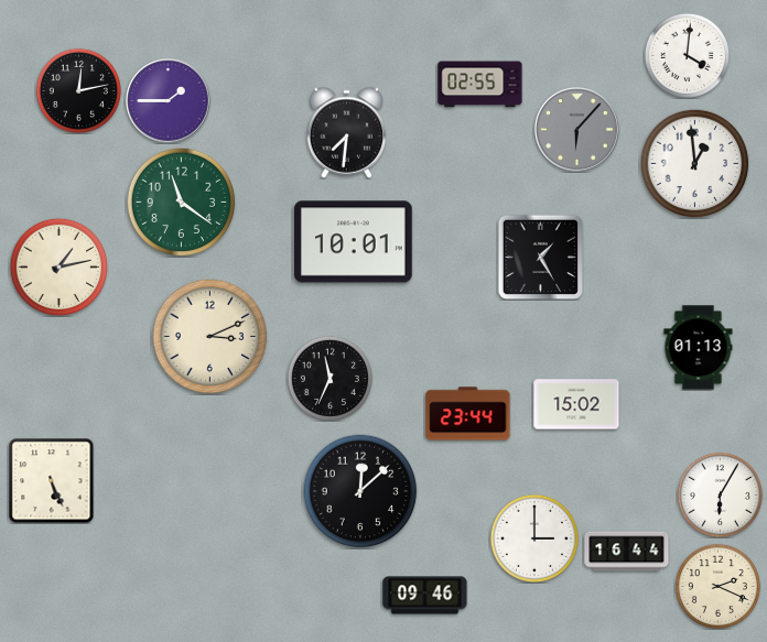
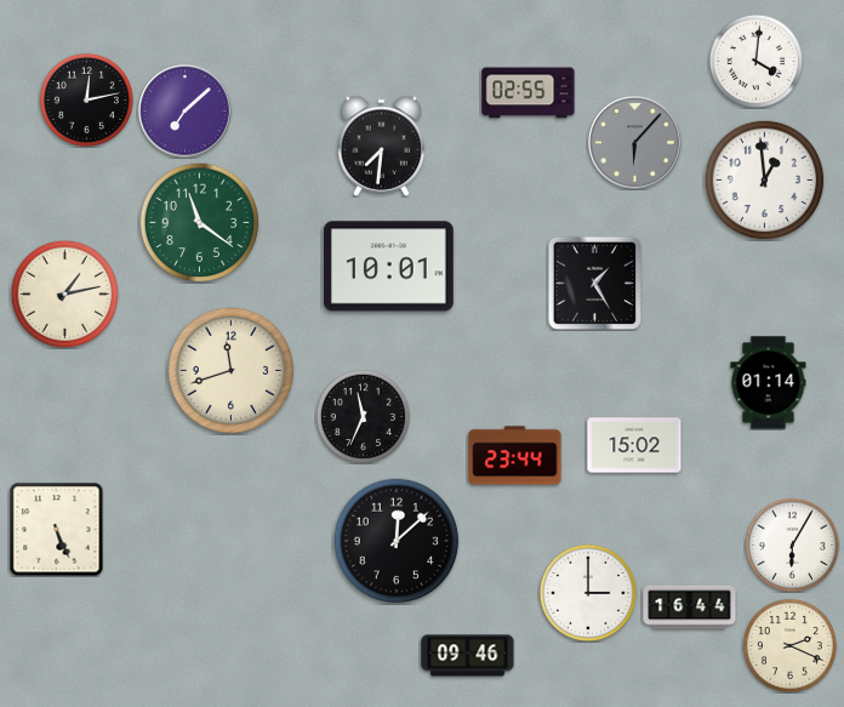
clock at (169, 101): 1:45 -> 7:08
clock at (210, 337): 3:11 -> 11:42
clock at (699, 348): 01:13 -> 01:14
